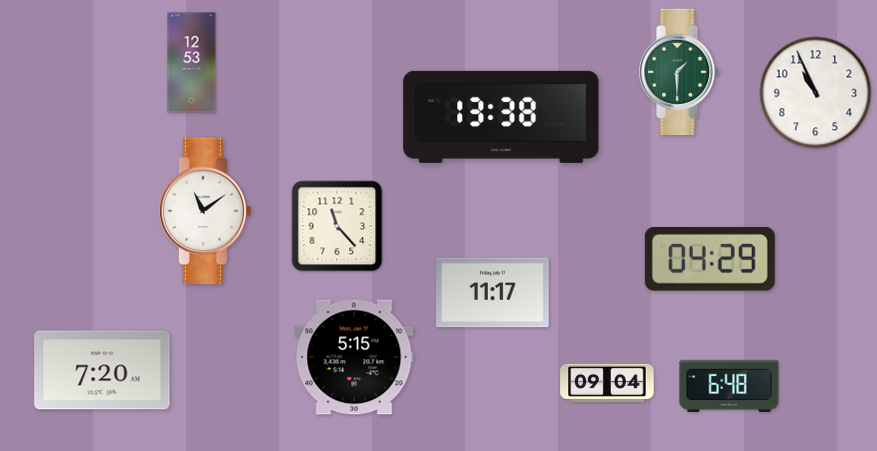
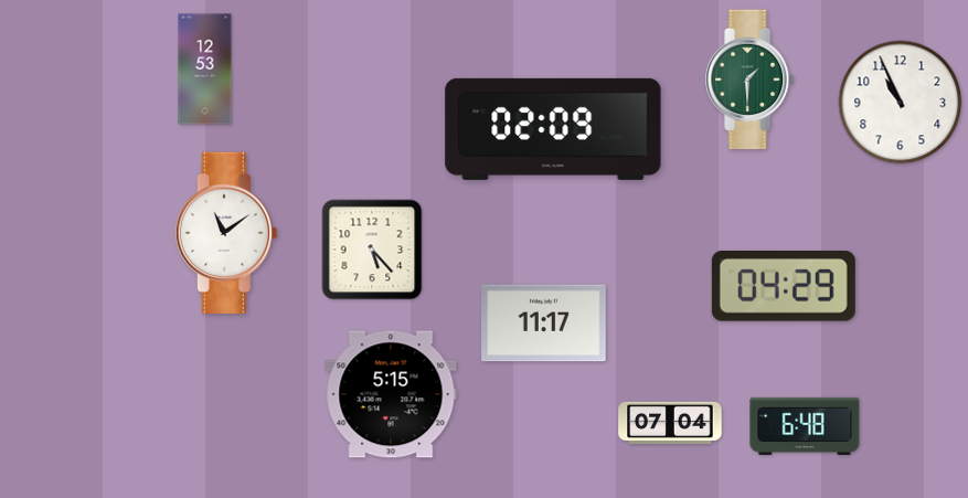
clock at (192, 63) position: (192, 63) -> (205, 70)
clock at (501, 117): 13:38 -> 02:09
clock at (337, 226): 11:23 -> 5:23
clock at (102, 370): 7:20 -> none
clock at (607, 383): 09:04 -> 07:04
